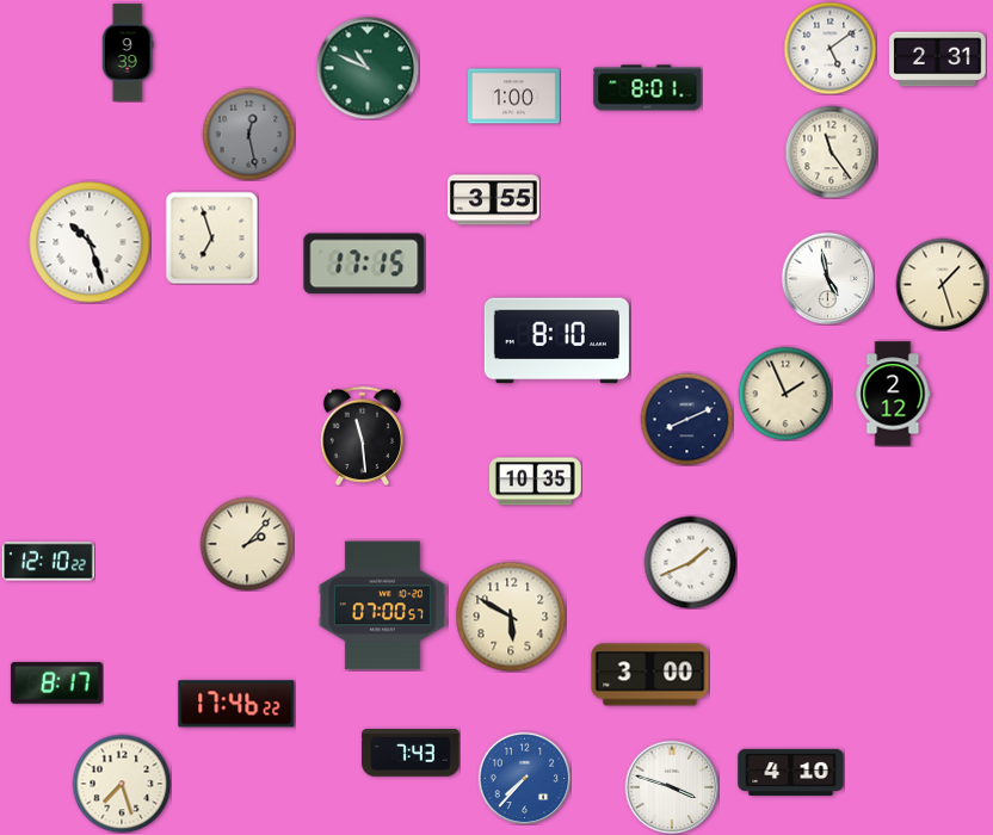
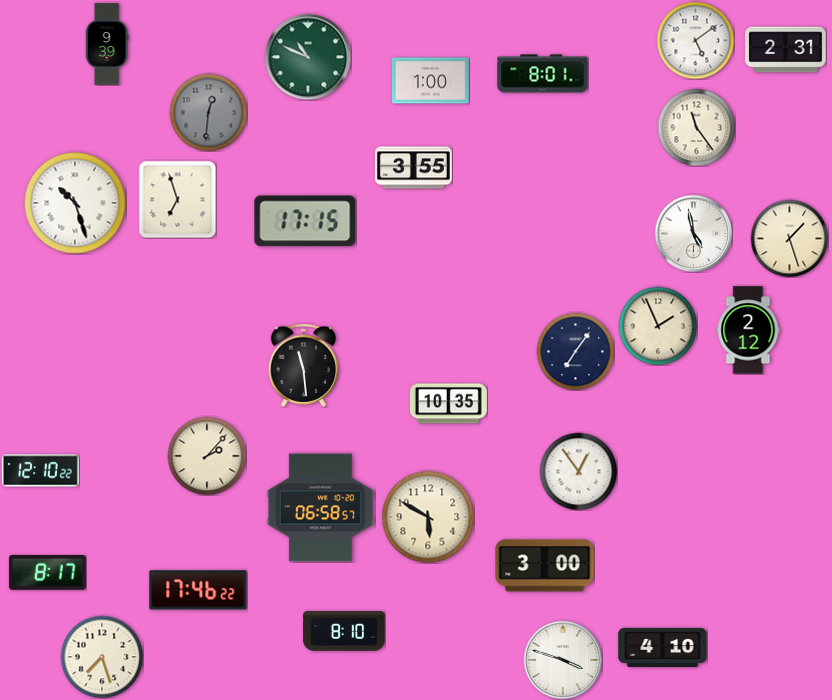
clock at (248, 134): 12:28 -> 12:31
clock at (556, 341): 8:10 -> none
clock at (785, 394) position: (785, 394) -> (658, 326)
clock at (686, 419): 8:11 -> 7:06
clock at (690, 562): 1:41 -> 12:54
clock at (382, 606): 07:00 -> 06:58
clock at (411, 753): 7:43 -> 8:10
clock at (524, 778): 7:37 -> none
